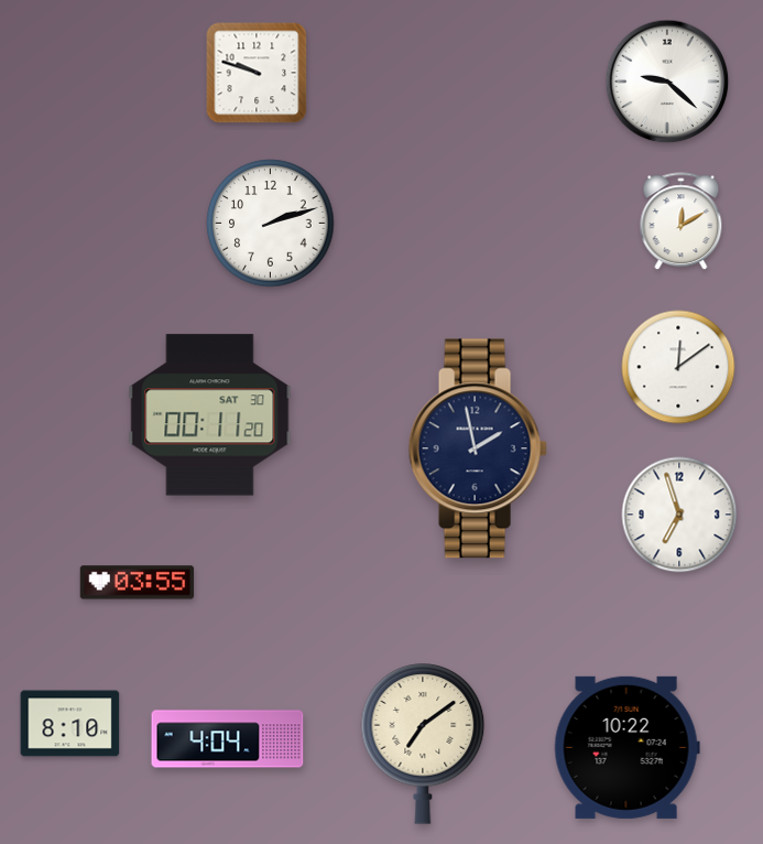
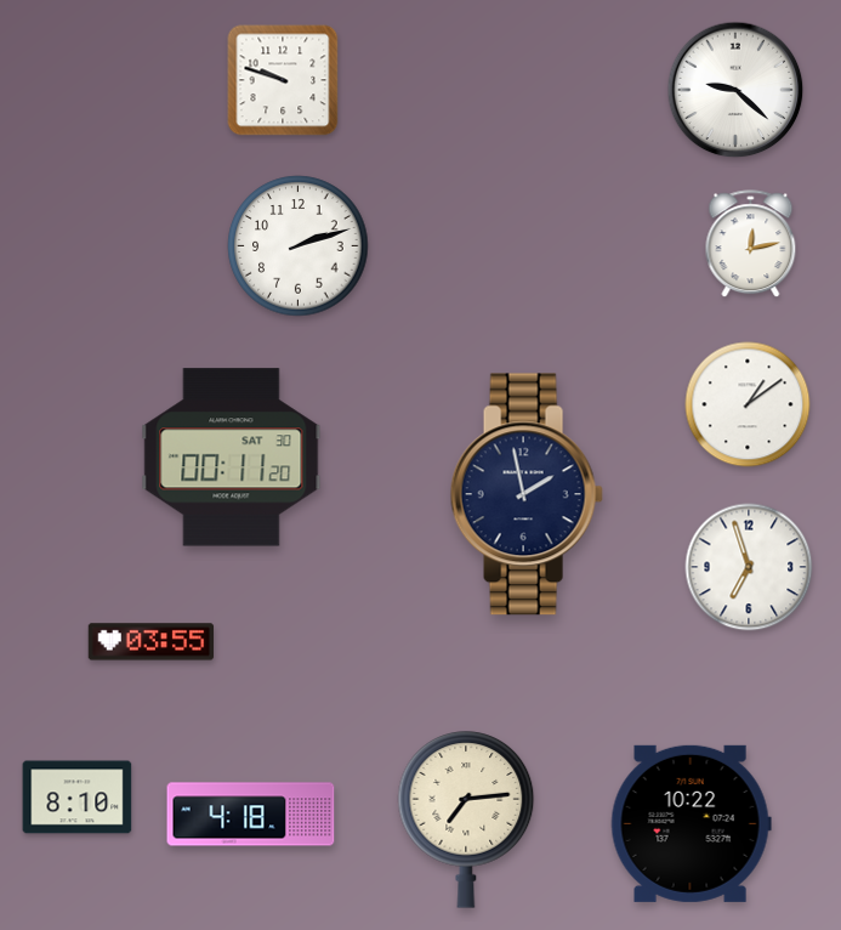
clock at (682, 221): 12:10 -> 12:13
clock at (678, 367): 12:09 -> 1:09
clock at (228, 739): 4:04 -> 4:18
clock at (423, 744): 7:09 -> 7:14
